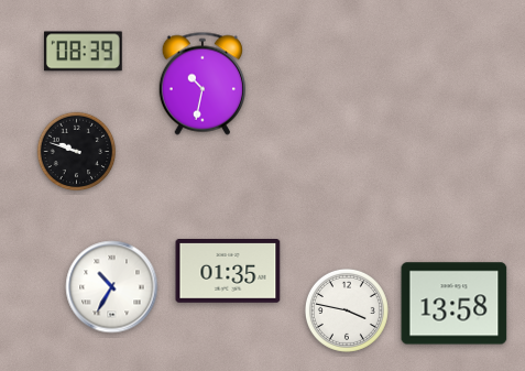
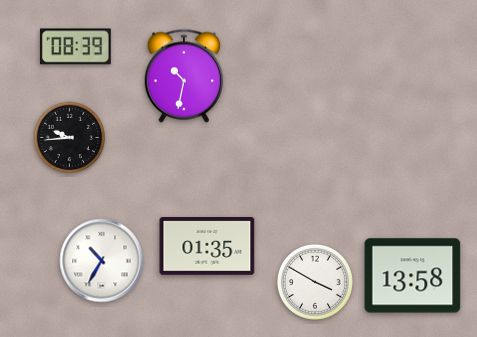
clock at (77, 152): 9:48 -> 9:44
clock at (347, 310): 3:47 -> 3:50
